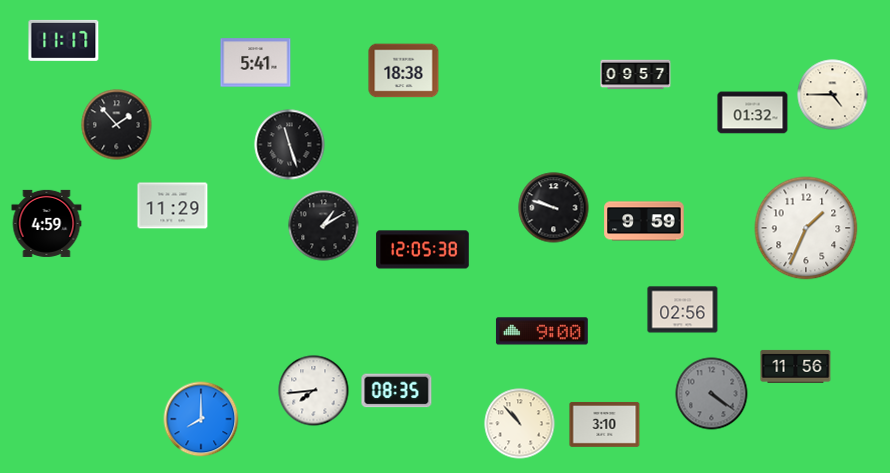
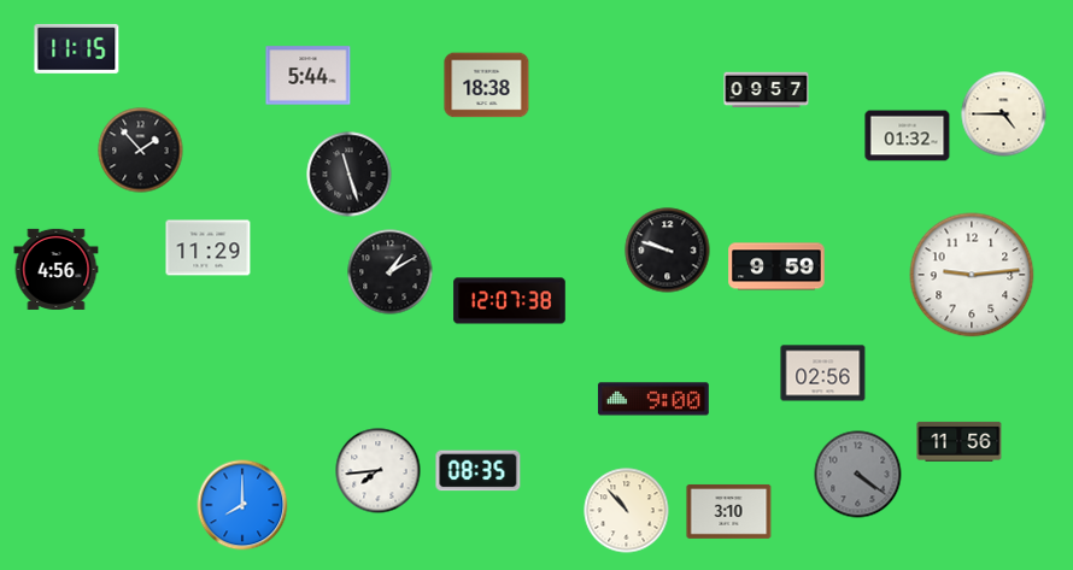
clock at (64, 40): 11:17 -> 11:15
clock at (256, 63): 5:41 -> 5:44
clock at (47, 223): 4:59 -> 4:56
clock at (806, 228): 1:34 -> 9:14
clock at (423, 250): 12:05 -> 12:07
